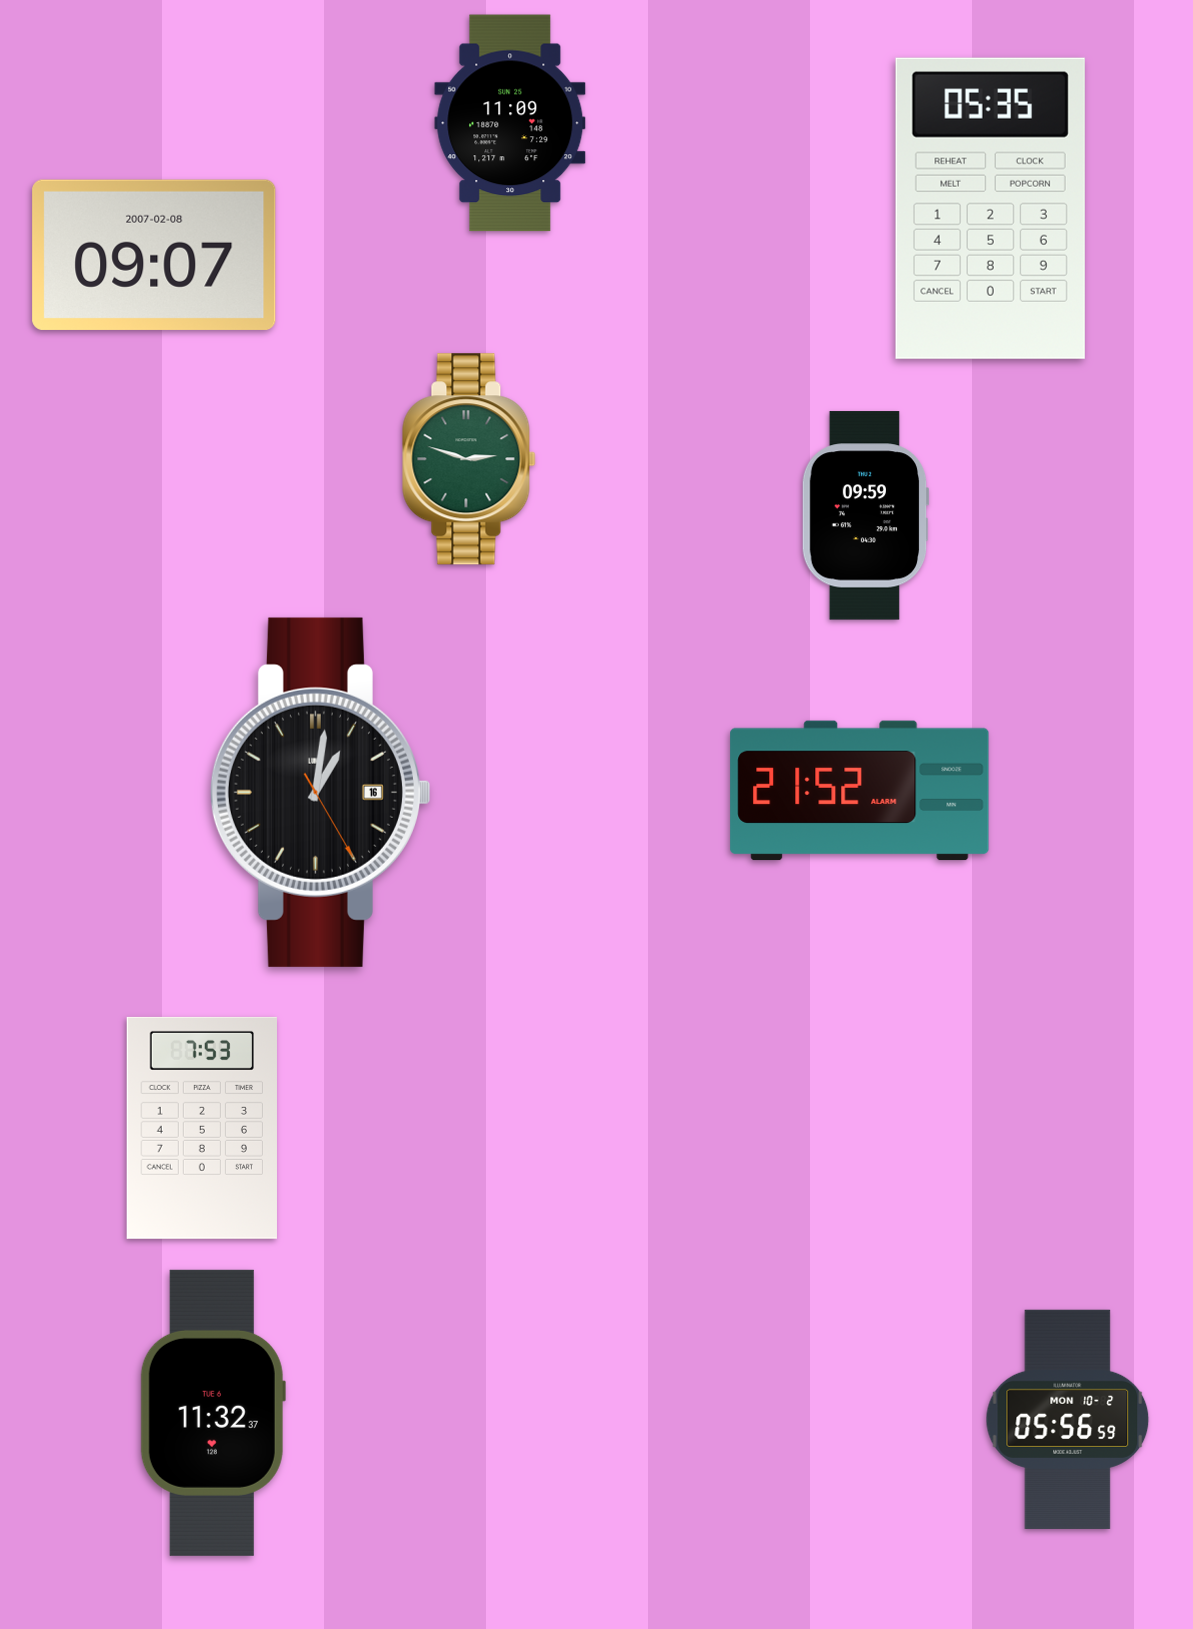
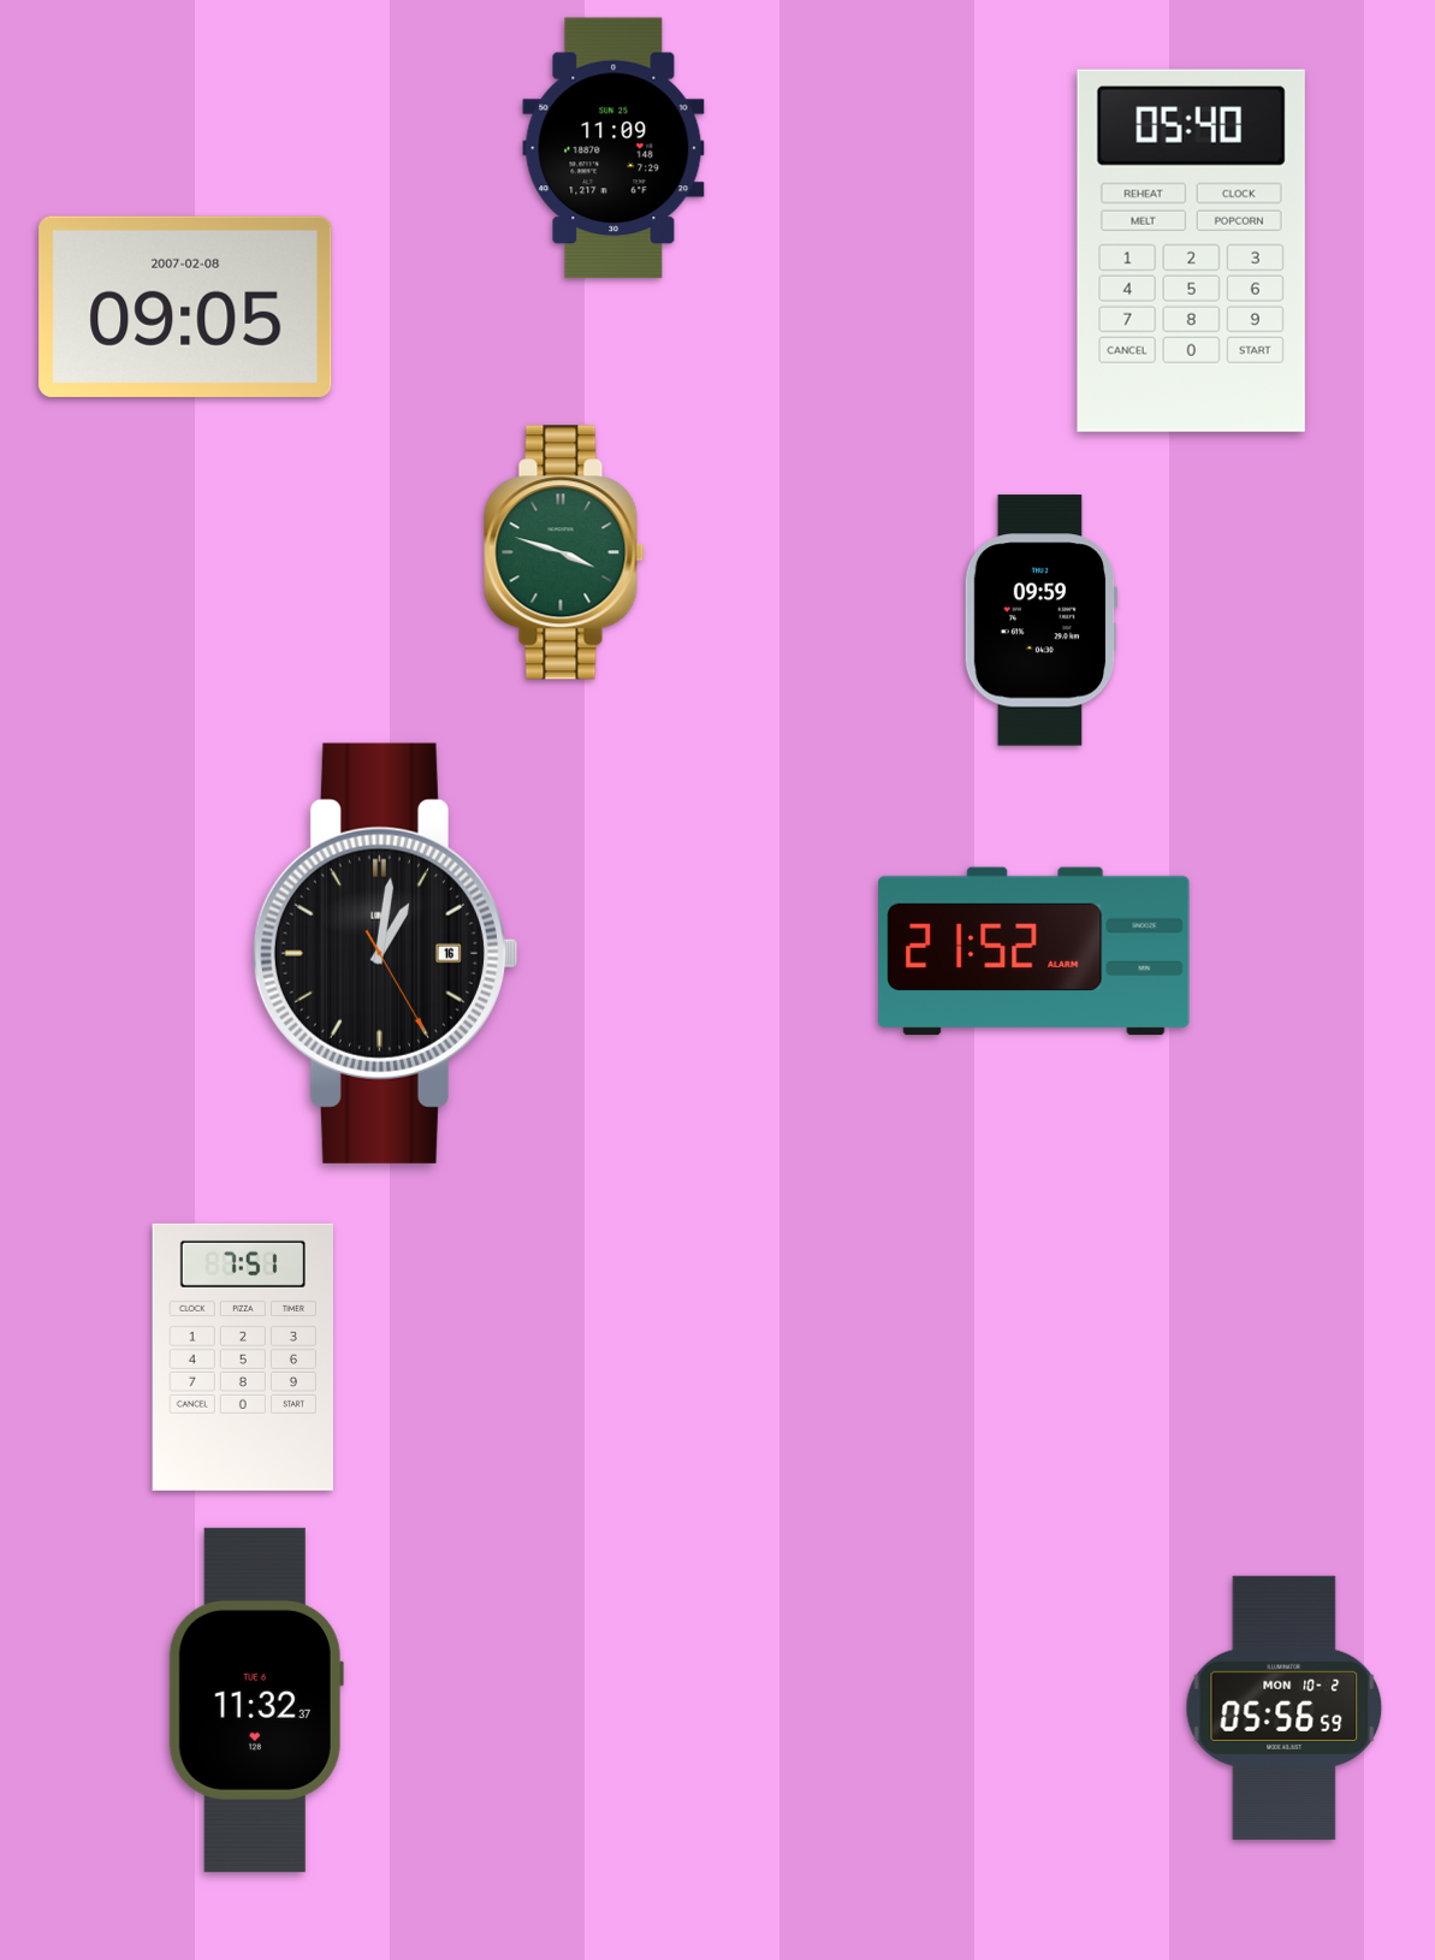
clock at (990, 208): 05:35 -> 05:40
clock at (154, 255): 09:07 -> 09:05
clock at (469, 459): 2:48 -> 3:48
clock at (202, 1128): 7:53 -> 7:51
